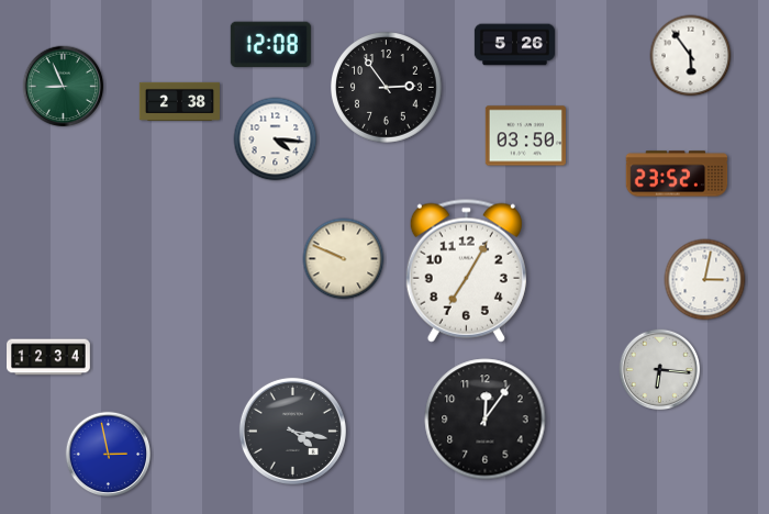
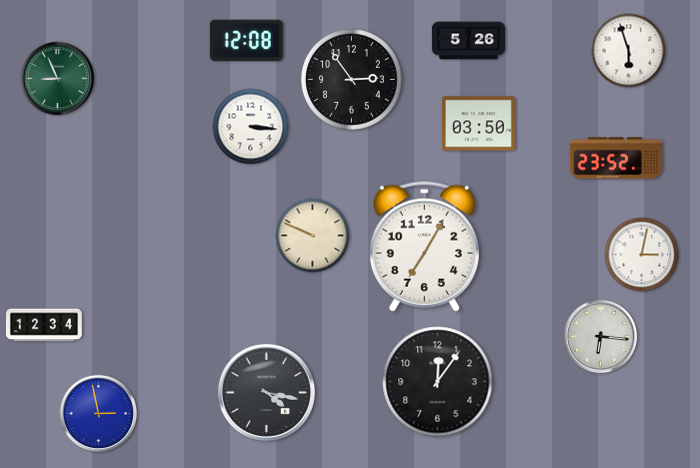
clock at (691, 56): 5:54 -> 5:57
clock at (179, 101): 2:38 -> none
clock at (276, 139): 4:16 -> 3:16
clock at (486, 420) position: (486, 420) -> (438, 382)
